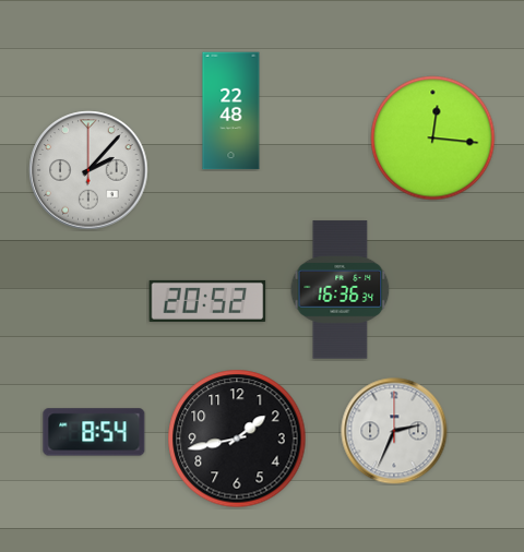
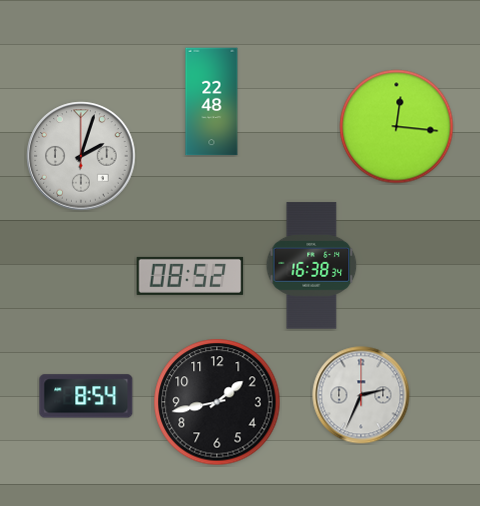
clock at (88, 170): 2:07 -> 2:03
clock at (341, 290): 16:36 -> 16:38
clock at (207, 301): 20:52 -> 08:52
